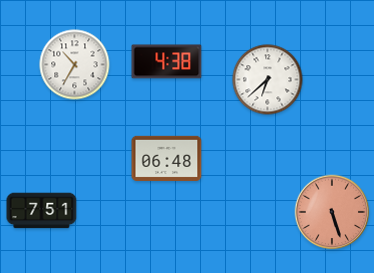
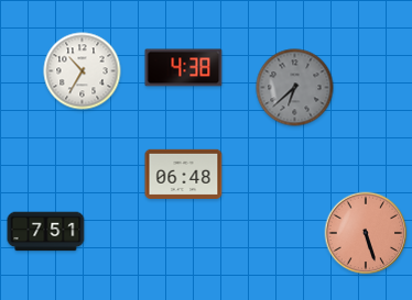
clock at (268, 80) dial: white -> grey
